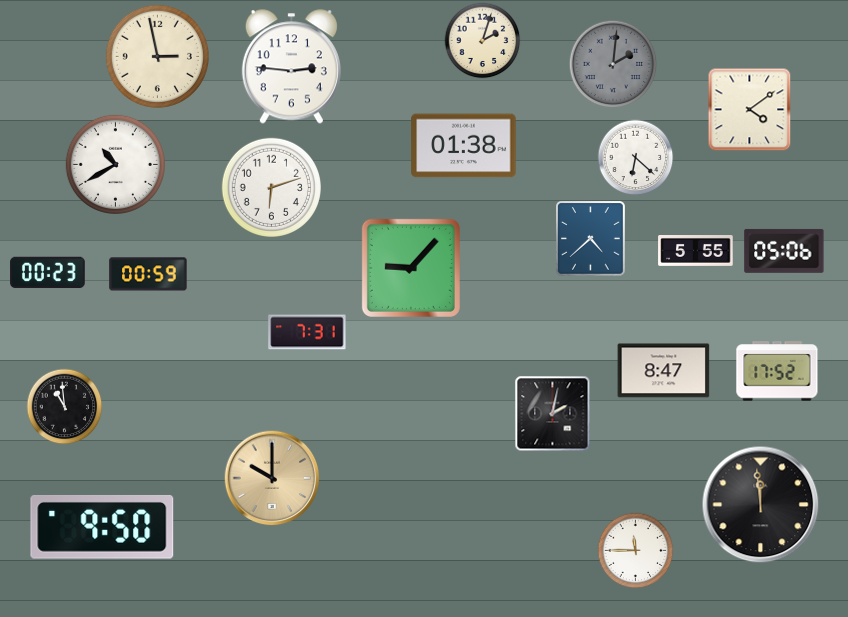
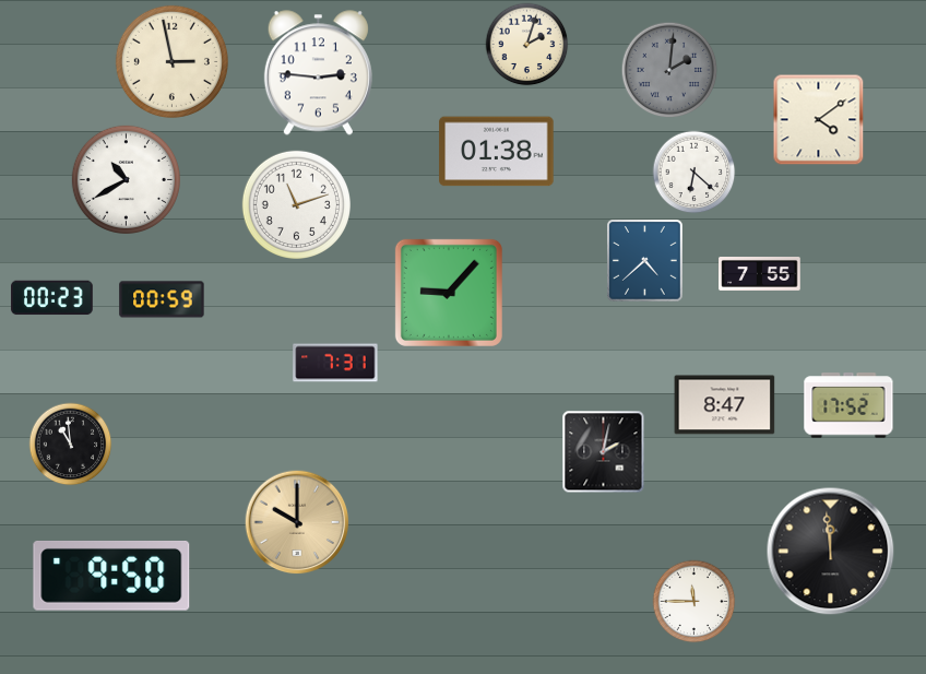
clock at (464, 146) position: (464, 146) -> (497, 152)
clock at (271, 187): 6:12 -> 11:12
clock at (696, 251): 5:55 -> 7:55
clock at (784, 251): 05:06 -> none
